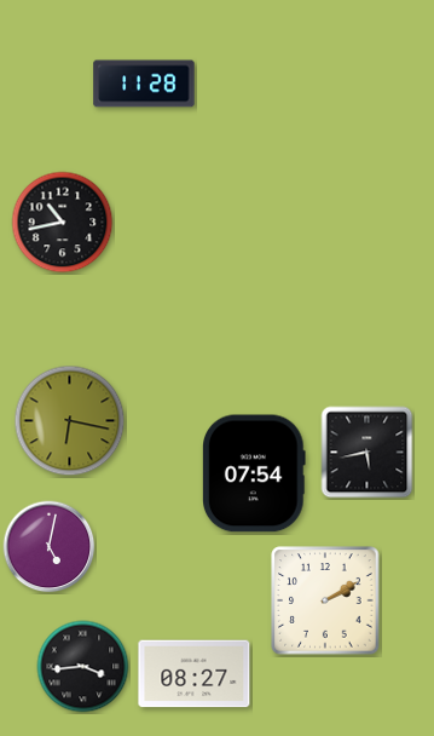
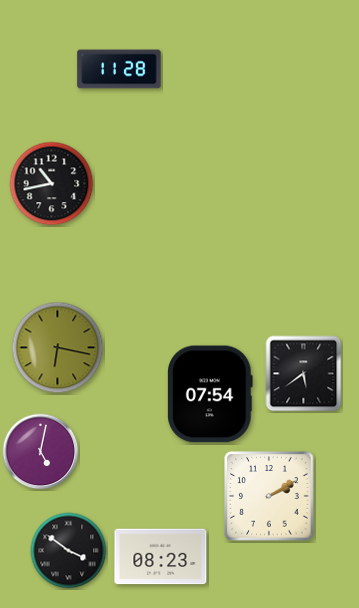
clock at (368, 453): 5:43 -> 5:39
clock at (255, 473) position: (255, 473) -> (211, 394)
clock at (83, 667): 3:44 -> 3:51
clock at (195, 674): 08:27 -> 08:23
